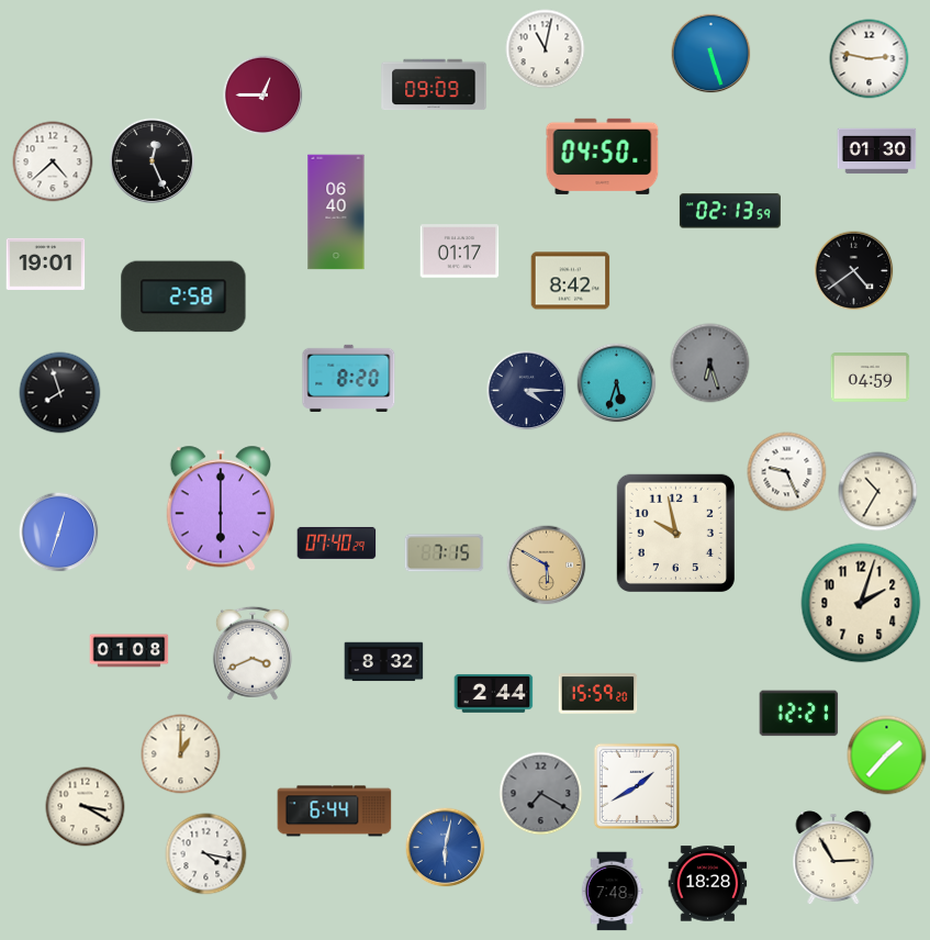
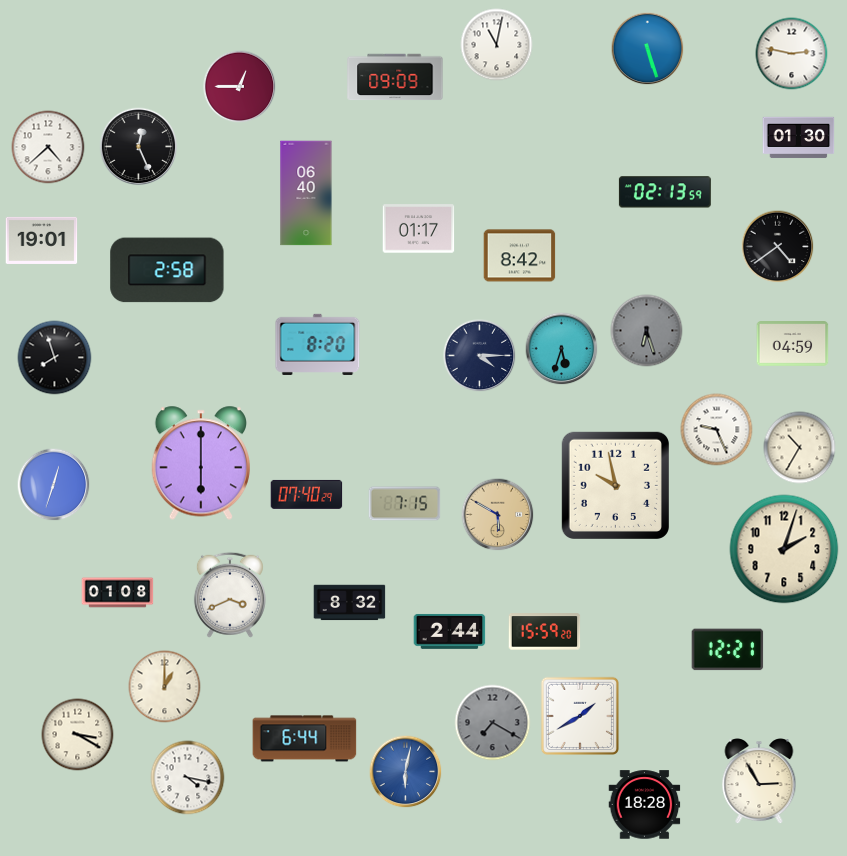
clock at (603, 156): 04:50 -> none
clock at (887, 756): 1:37 -> none
clock at (612, 892): 7:48 -> none
